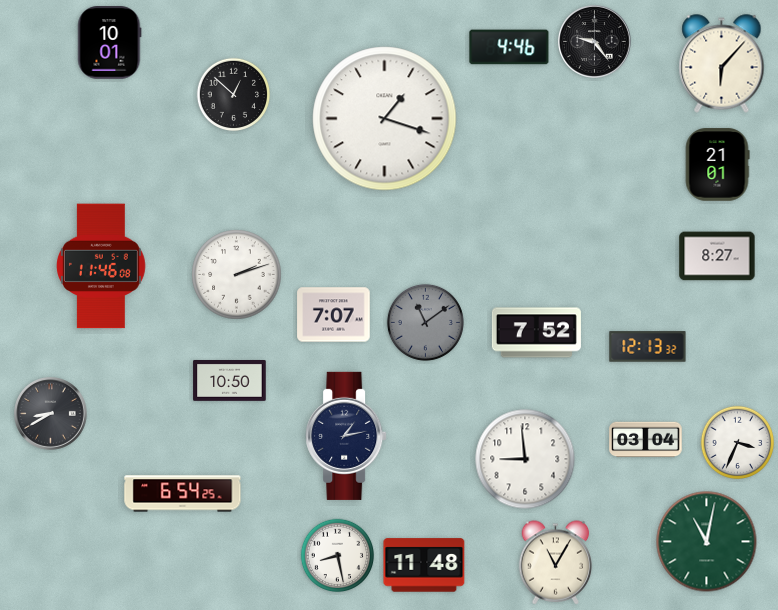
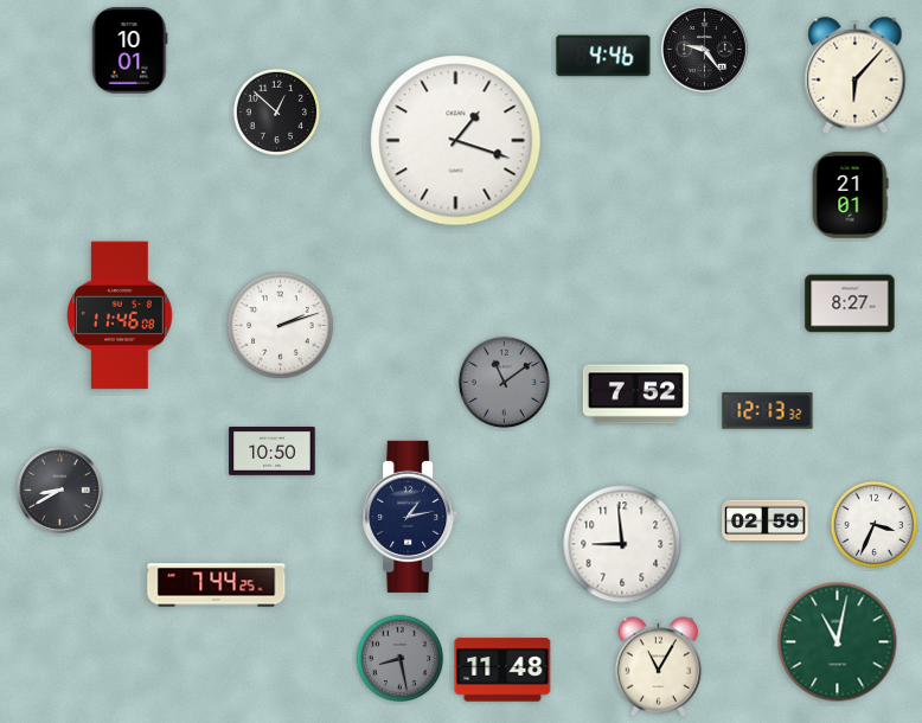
clock at (334, 315): 7:07 -> none
clock at (646, 440): 03:04 -> 02:59
clock at (183, 494): 6:54 -> 7:44
clock at (338, 556) dial: white -> grey
